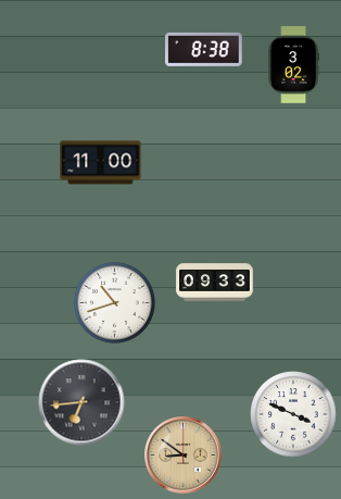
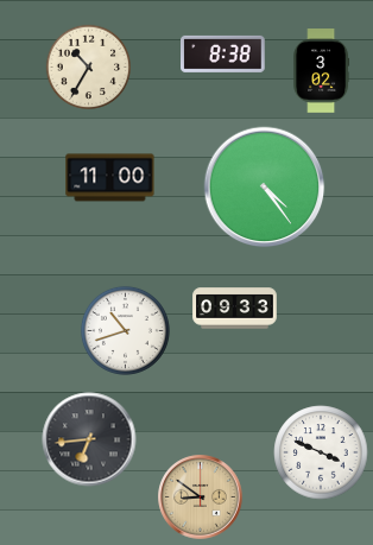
clock at (88, 66): none -> 10:35
clock at (265, 188): none -> 4:24
